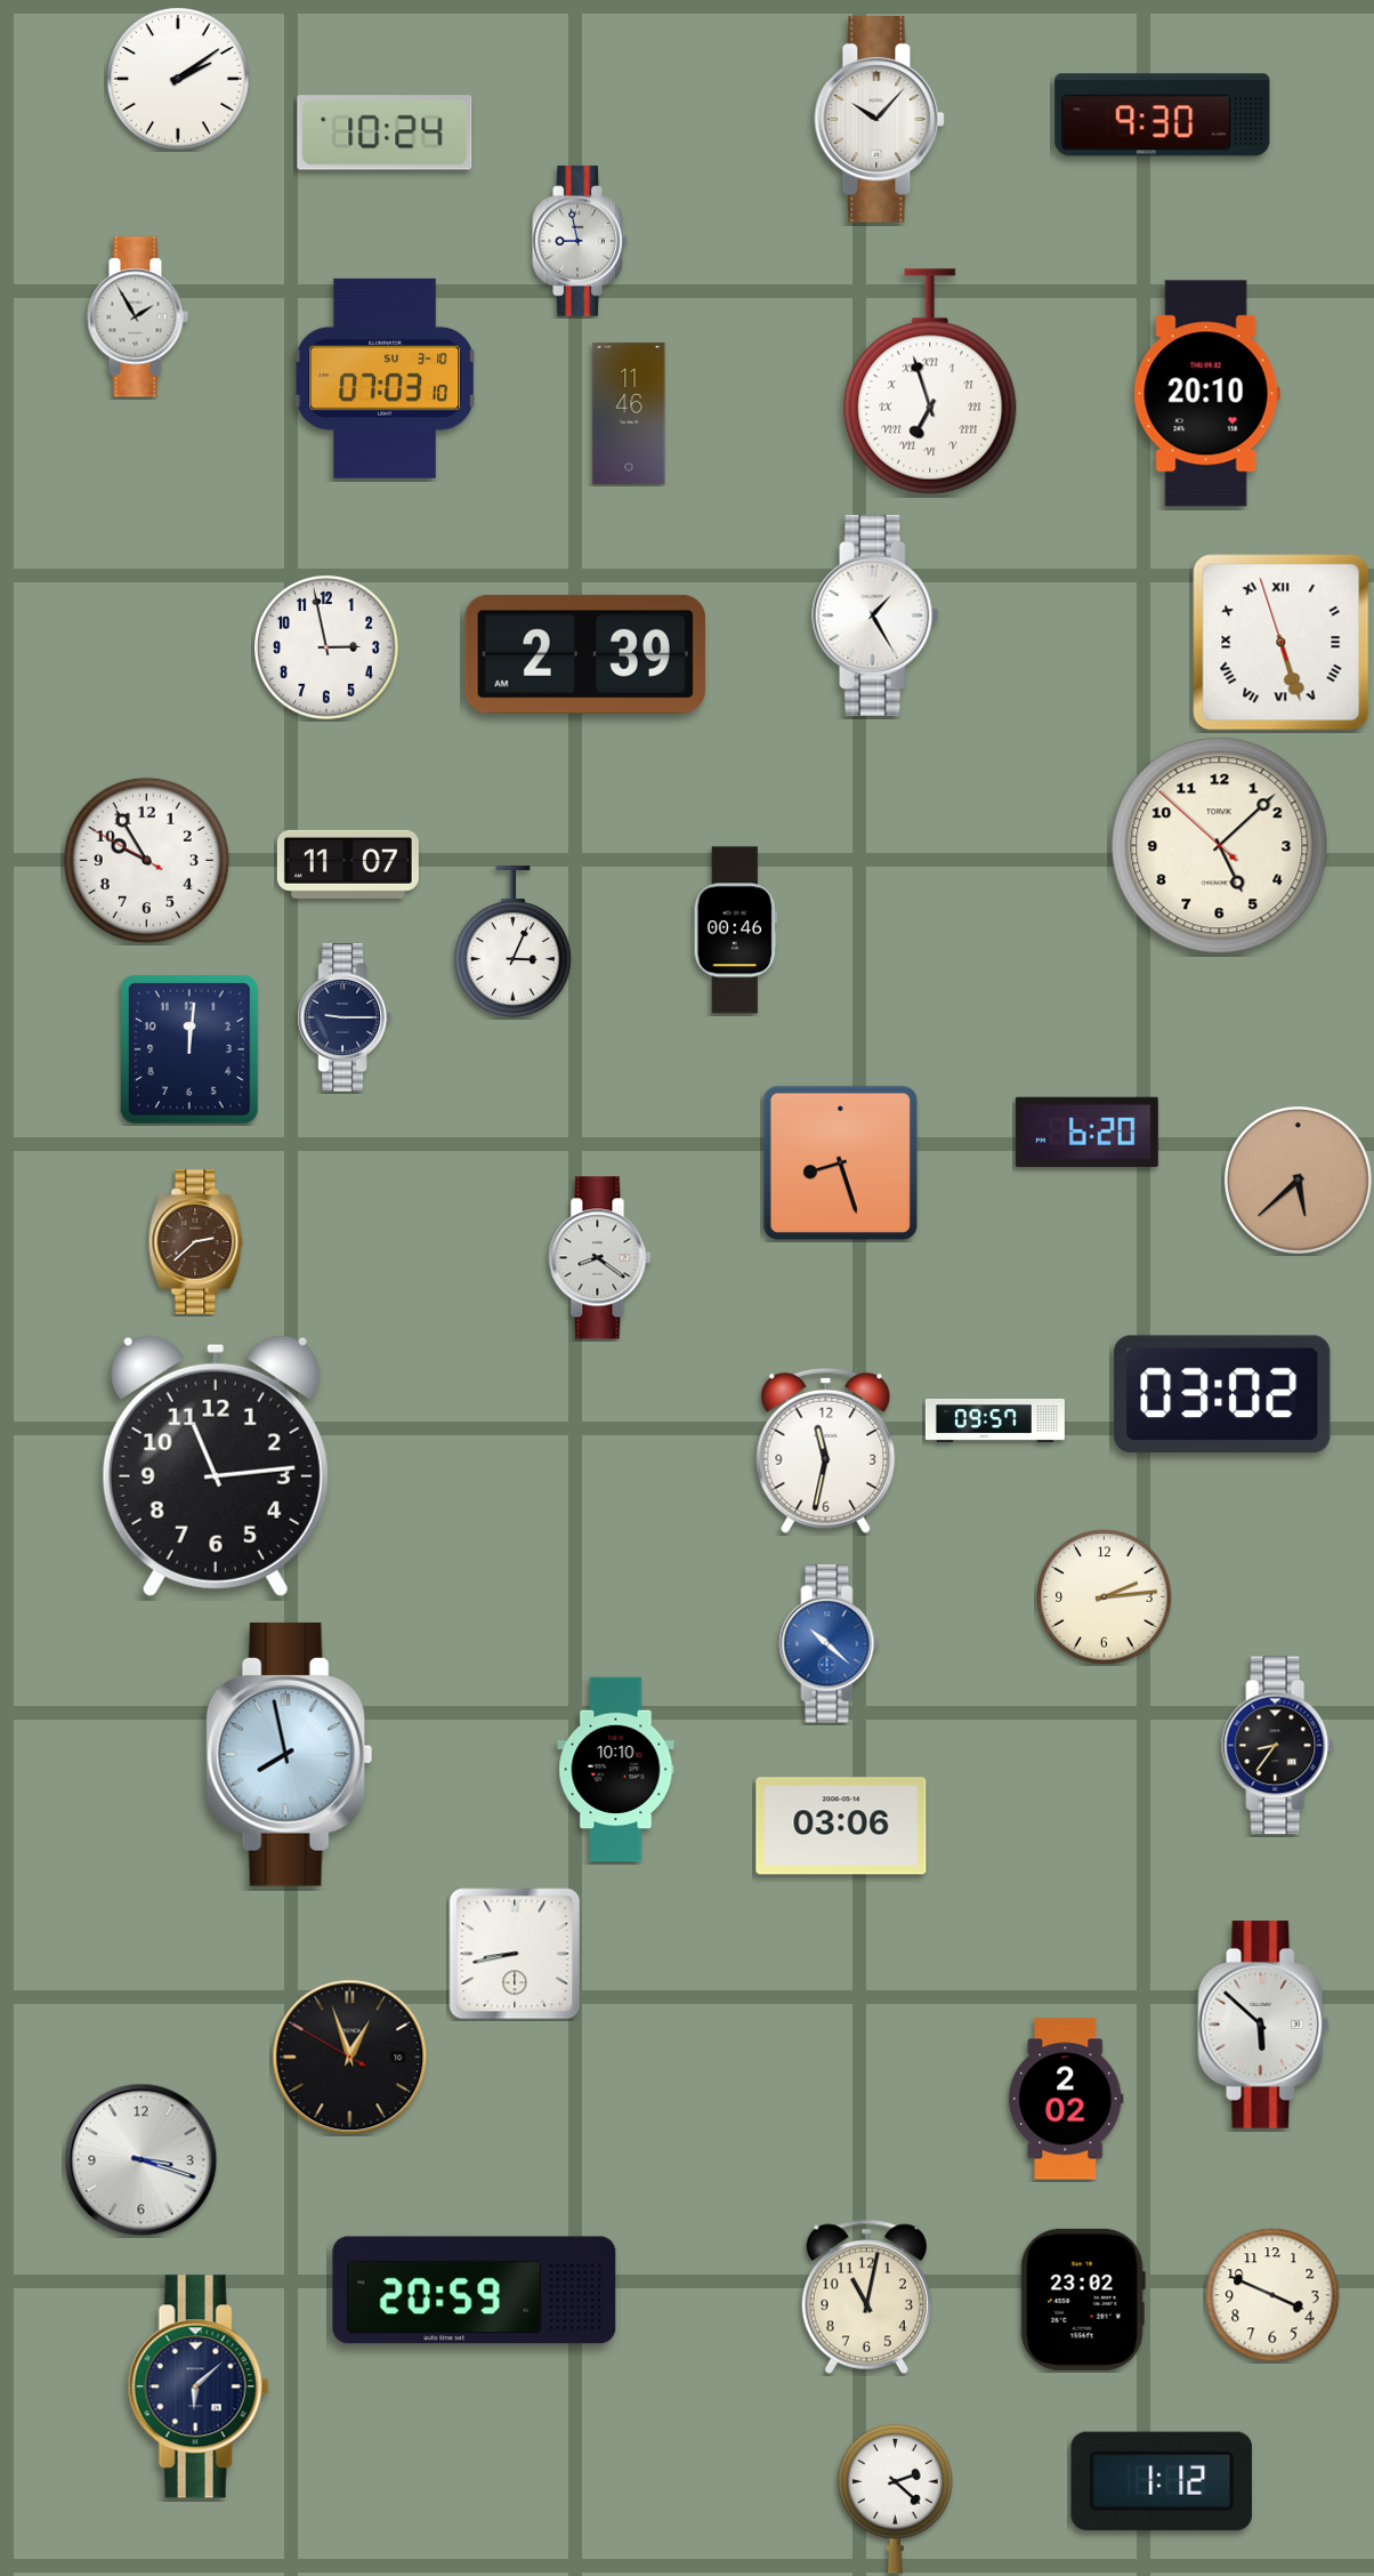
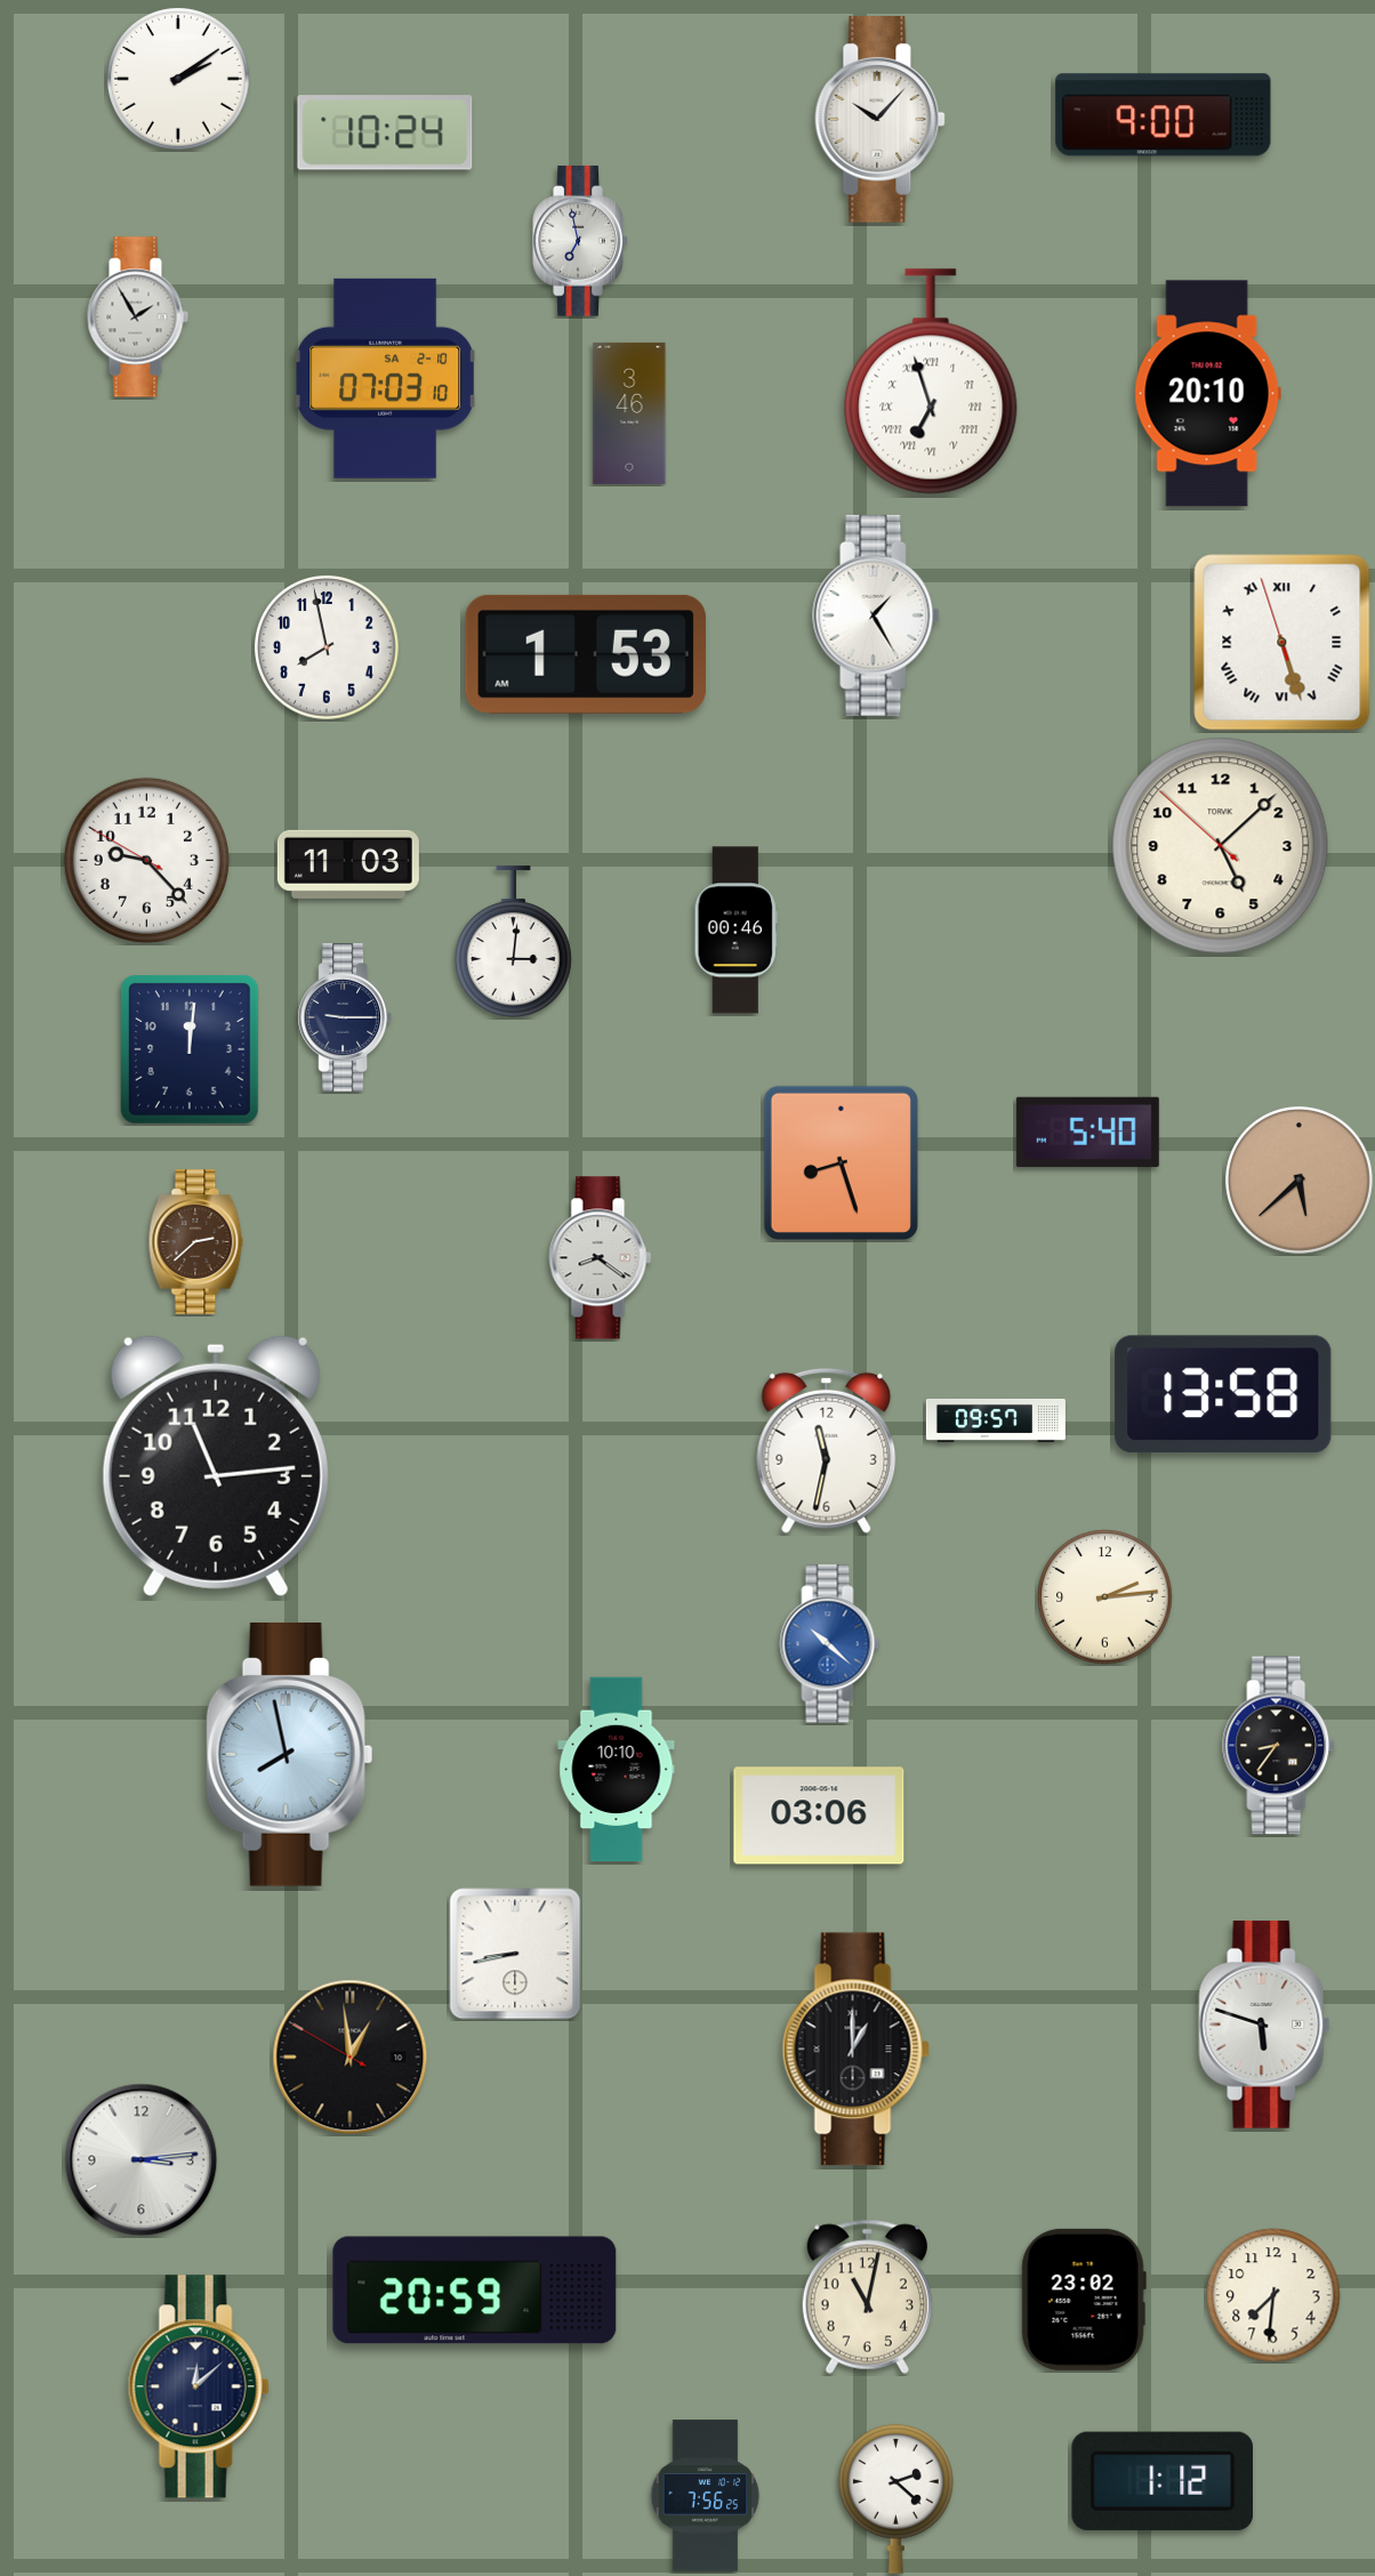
clock at (1163, 115): 9:30 -> 9:00
clock at (580, 241): 8:58 -> 6:58
clock at (386, 378) date: SU 3-10 -> SA 2-10
clock at (629, 413): 11:46 -> 3:46
clock at (328, 649): 2:58 -> 7:58
clock at (585, 654): 2:39 -> 1:53
clock at (146, 860): 9:54 -> 9:22
clock at (348, 864): 11:07 -> 11:03
clock at (512, 942): 3:04 -> 3:01
clock at (1086, 1132): 6:20 -> 5:40
clock at (1222, 1394): 03:02 -> 13:58
clock at (841, 1826) position: (841, 1826) -> (819, 1816)
clock at (1263, 2024): 5:52 -> 5:48
clock at (855, 2050): none -> 1:00
clock at (350, 2058): 12:56 -> 12:58
clock at (1066, 2099): 2:02 -> none
clock at (142, 2160): 3:18 -> 3:14
clock at (1272, 2295): 3:49 -> 7:31
clock at (199, 2386): 6:08 -> 12:08
clock at (706, 2496): none -> 7:56
